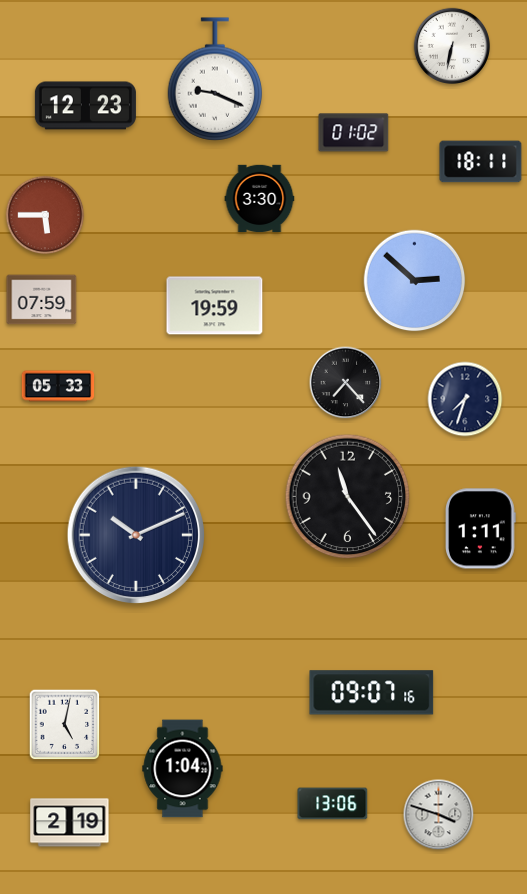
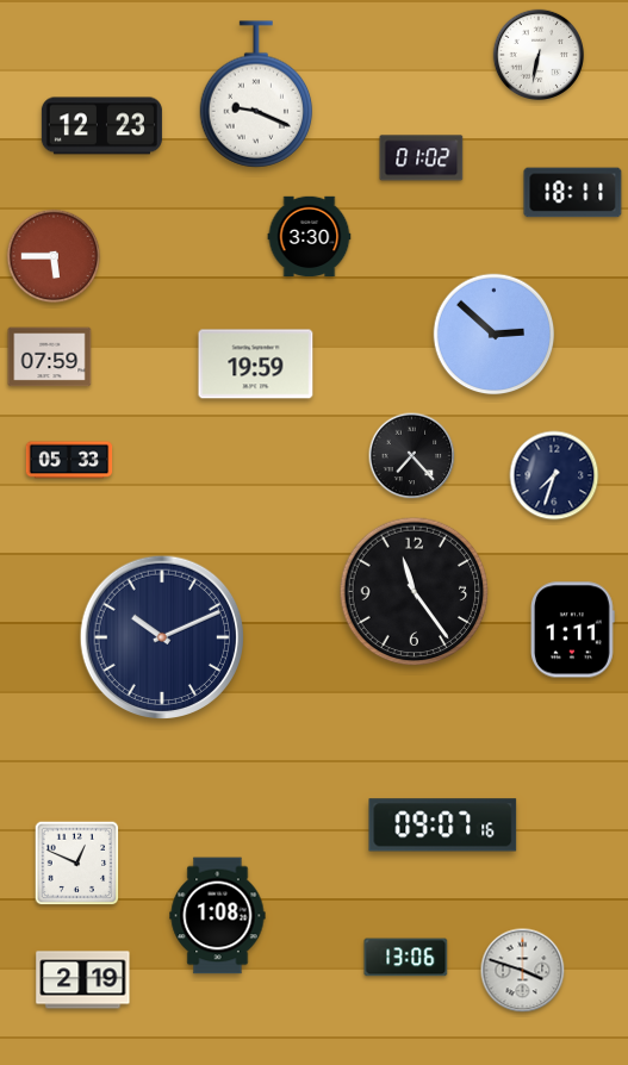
clock at (65, 725): 5:02 -> 12:49
clock at (183, 769): 1:04 -> 1:08
clock at (333, 804) position: (333, 804) -> (406, 958)
